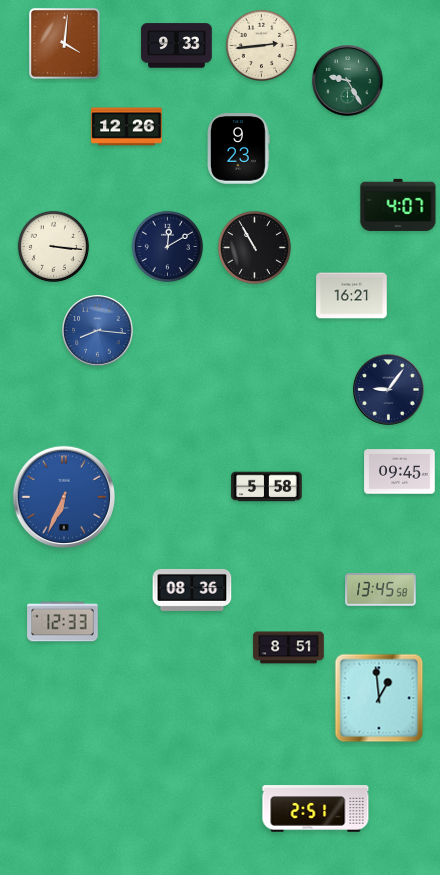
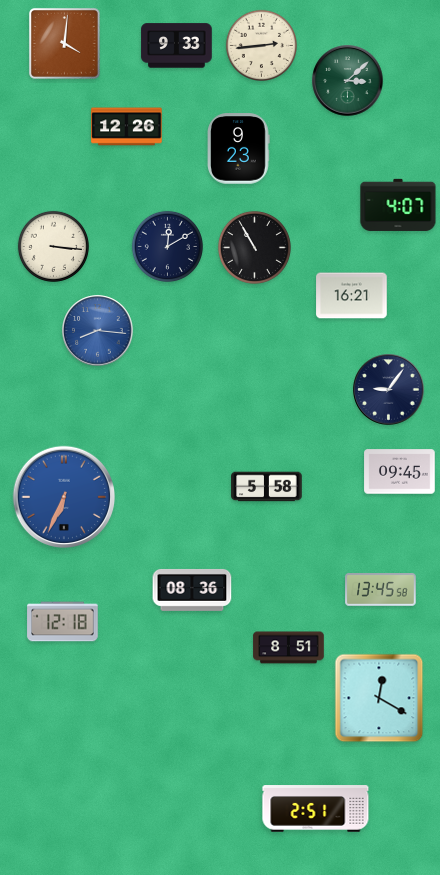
clock at (348, 81): 9:25 -> 3:08
clock at (63, 622): 12:33 -> 12:18
clock at (379, 698): 12:59 -> 12:20
